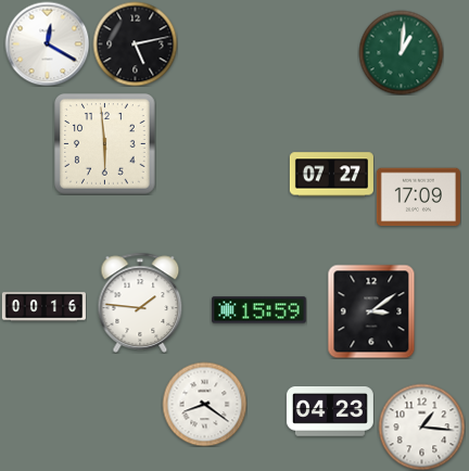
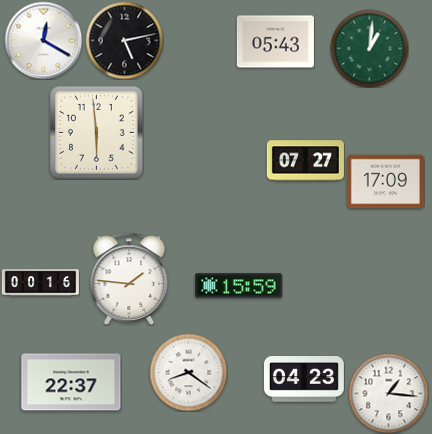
clock at (275, 42): none -> 05:43
clock at (371, 311): 3:09 -> none
clock at (71, 382): none -> 22:37
